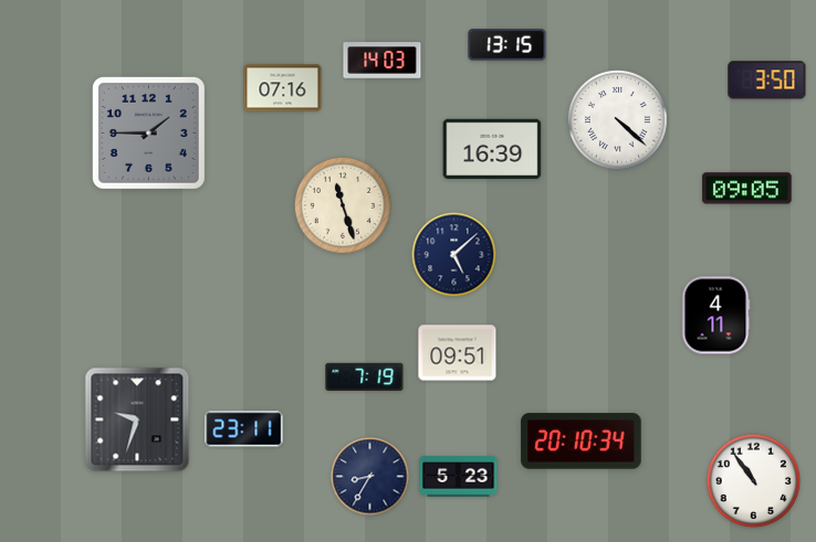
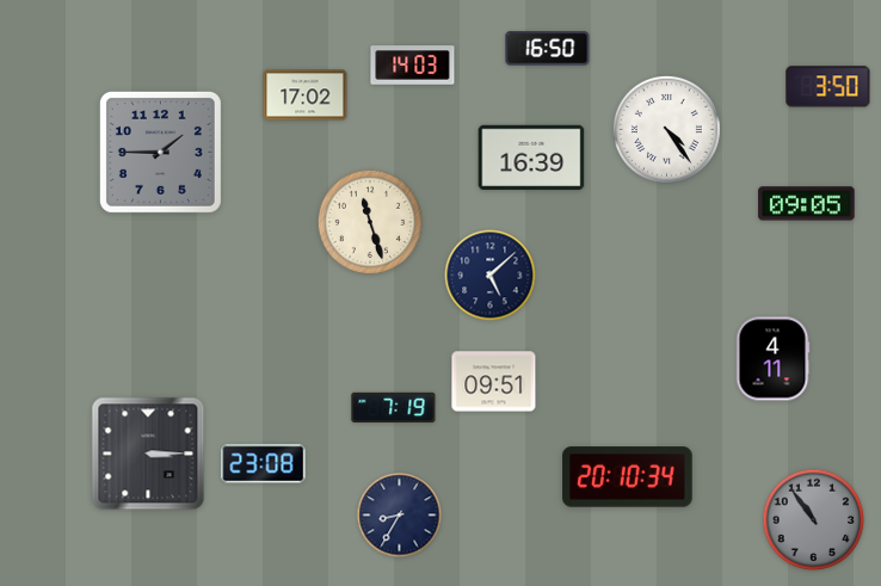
clock at (508, 45): 13:15 -> 16:50
clock at (283, 88): 07:16 -> 17:02
clock at (617, 119): 4:22 -> 4:24
clock at (148, 132) position: (148, 132) -> (160, 152)
clock at (492, 149) position: (492, 149) -> (531, 158)
clock at (715, 316) position: (715, 316) -> (772, 359)
clock at (137, 419): 9:33 -> 3:15
clock at (244, 429): 23:11 -> 23:08
clock at (459, 477): 5:23 -> none
clock at (754, 481) dial: white -> grey
